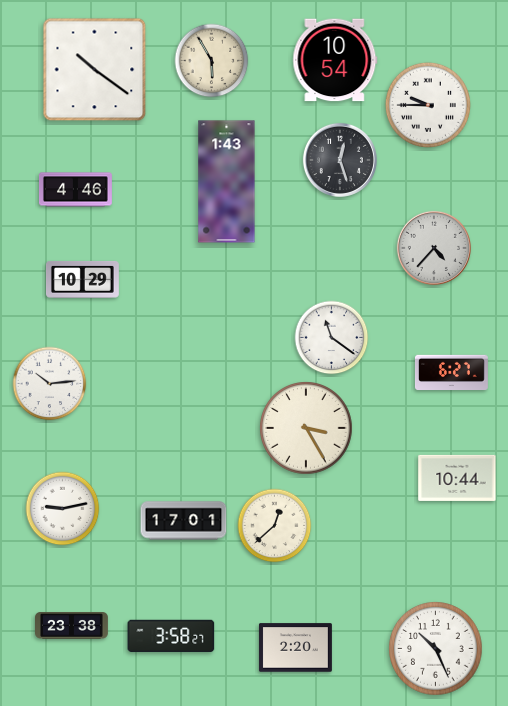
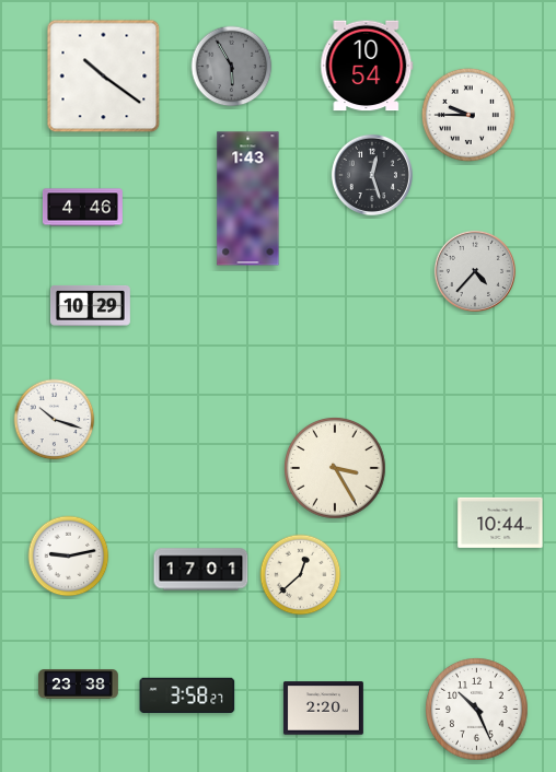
clock at (212, 61) dial: cream -> grey
clock at (332, 338): 11:21 -> none
clock at (451, 373): 6:27 -> none
clock at (50, 384): 10:14 -> 10:18
